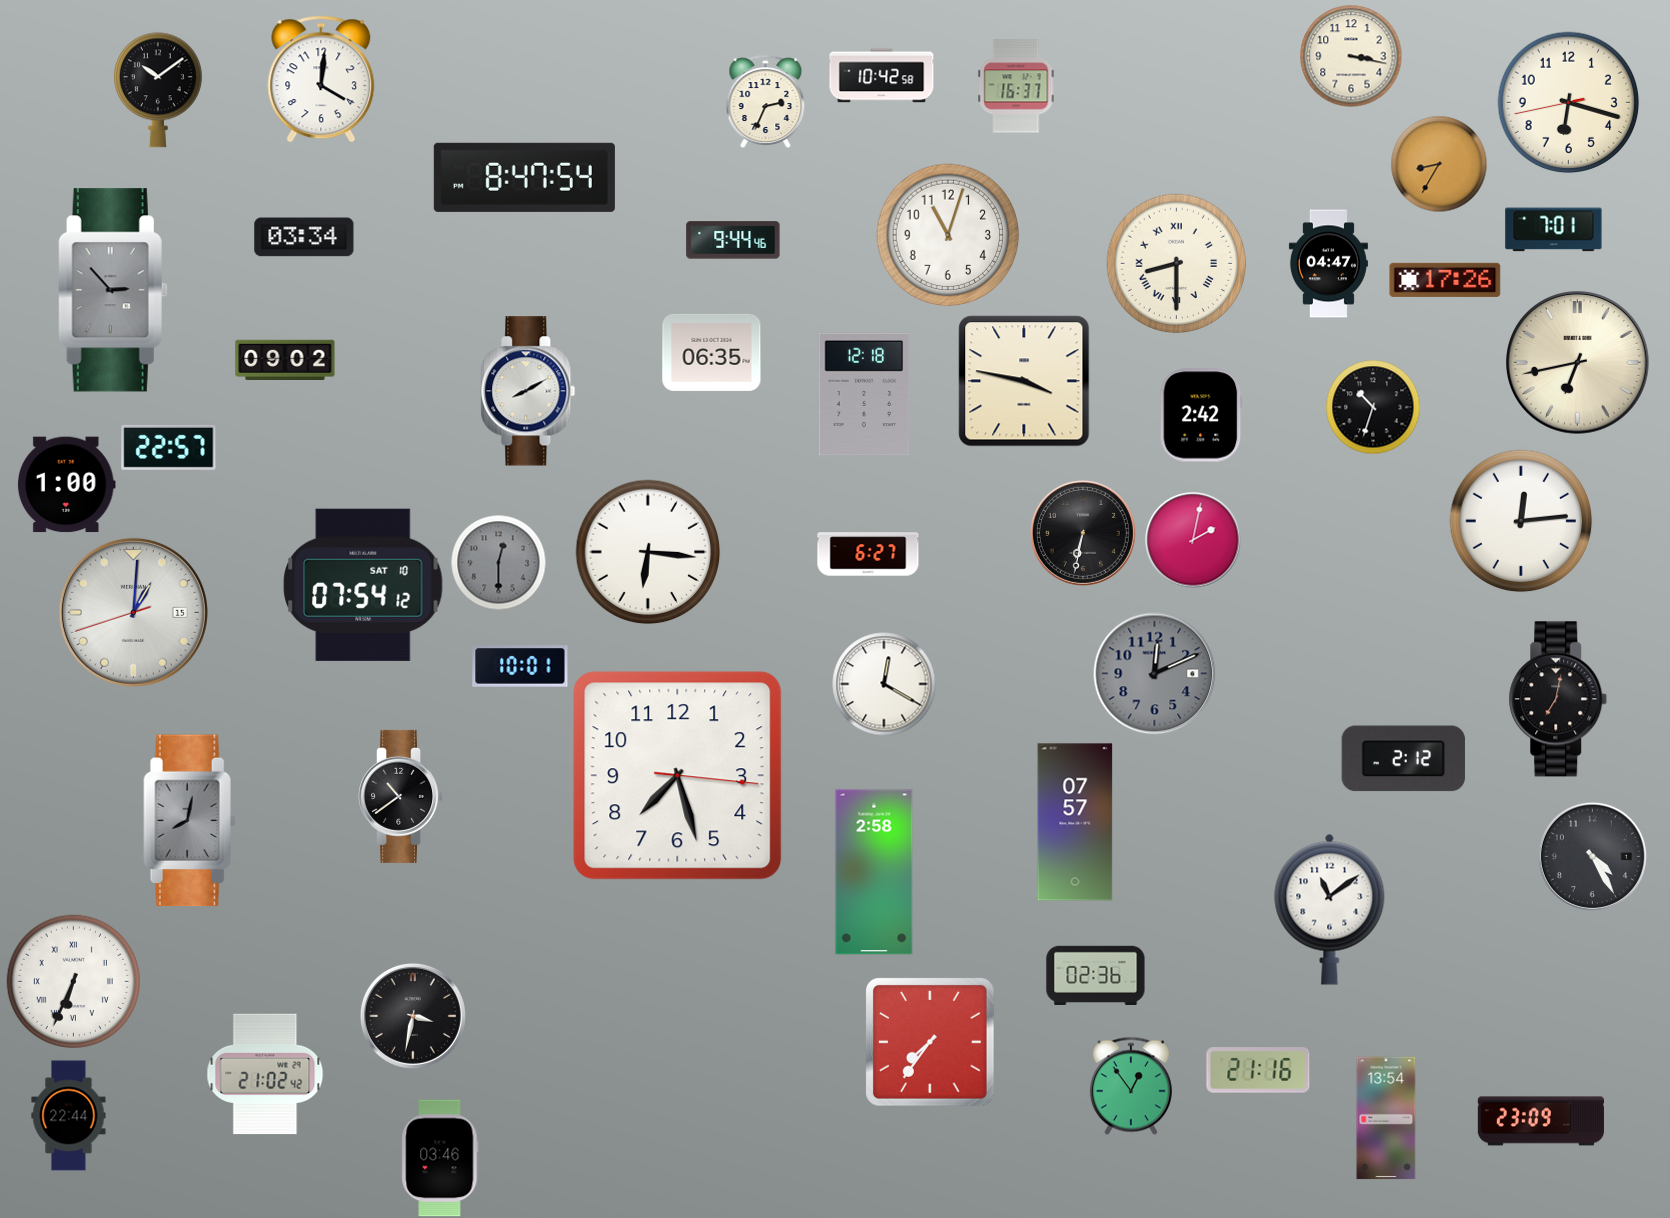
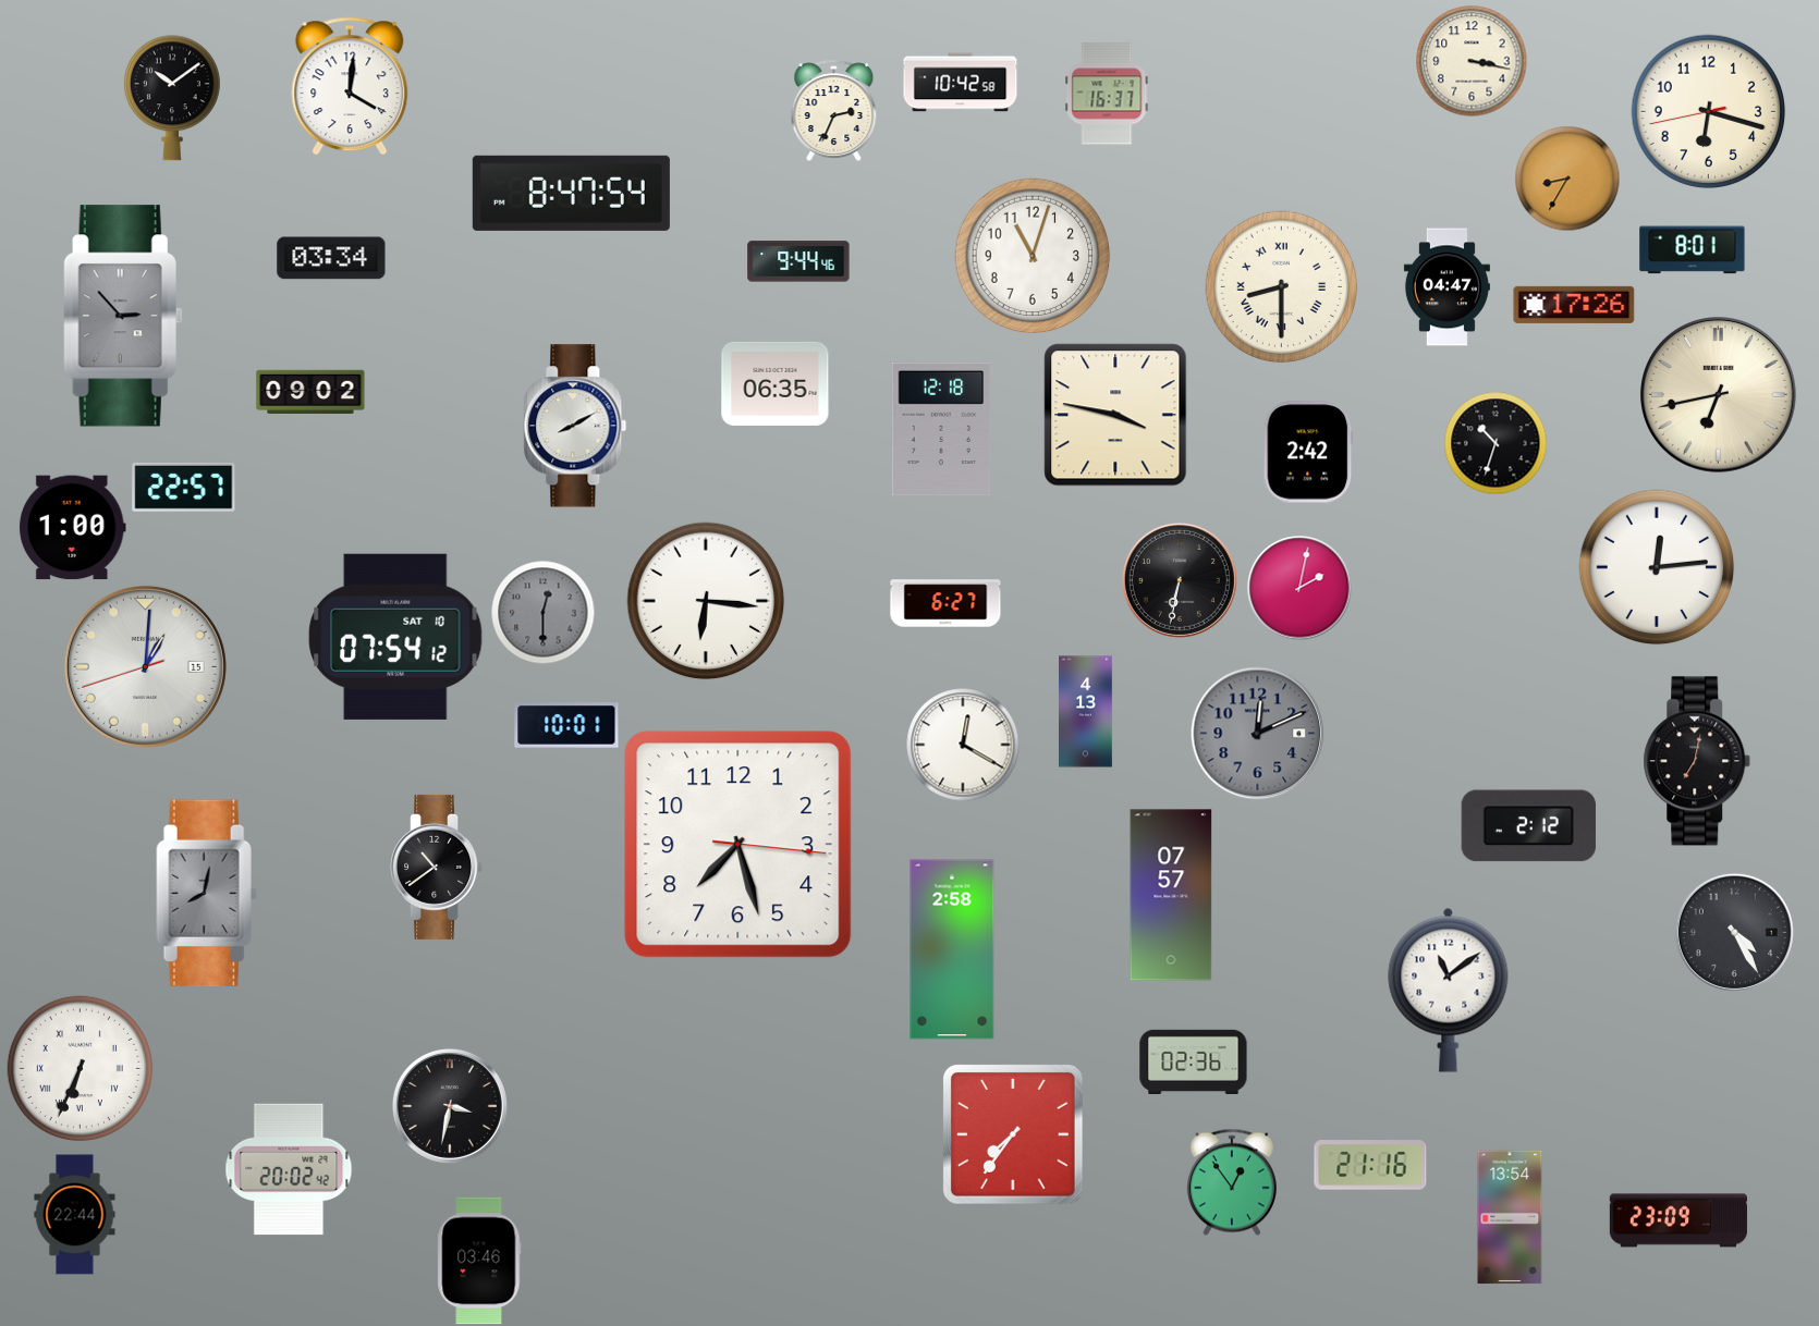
clock at (1554, 230): 7:01 -> 8:01
clock at (1086, 712): none -> 4:13
clock at (265, 1074): 21:02 -> 20:02
